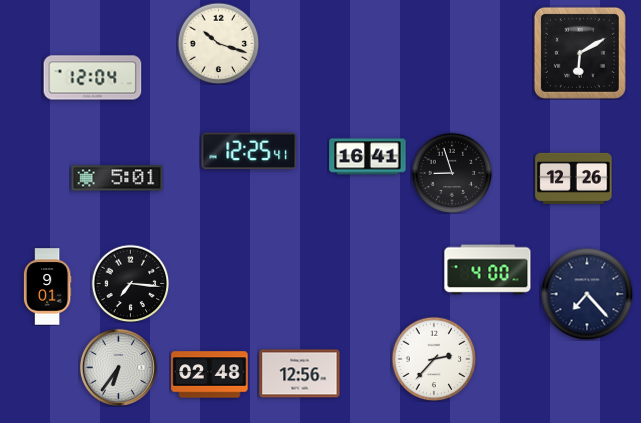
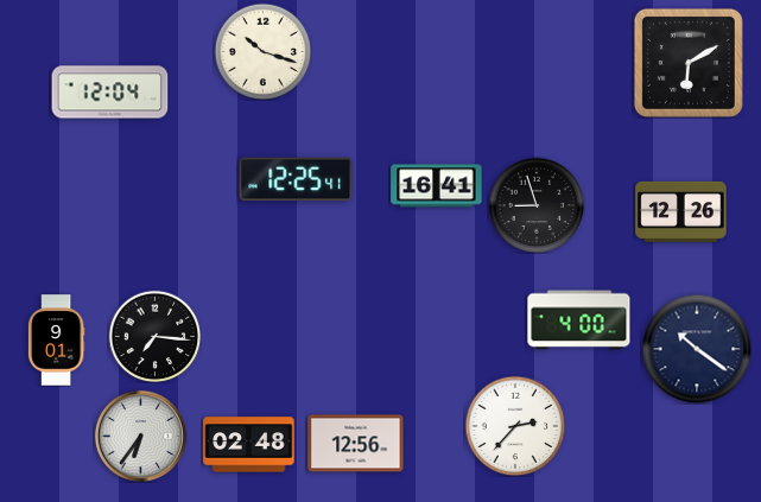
clock at (218, 43) position: (218, 43) -> (262, 51)
clock at (117, 178): 5:01 -> none
clock at (587, 294): 7:23 -> 10:21
